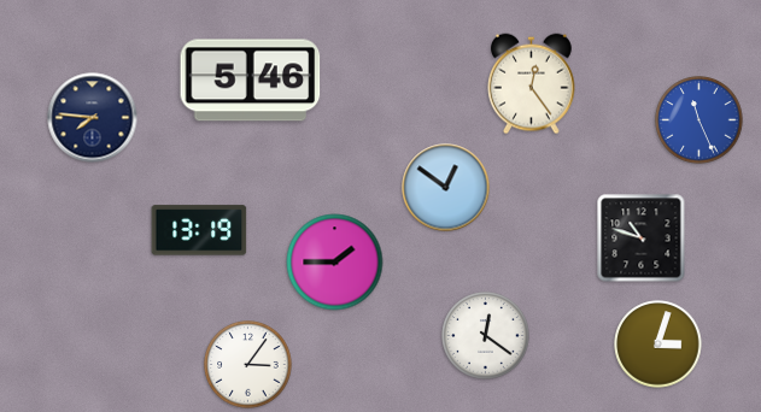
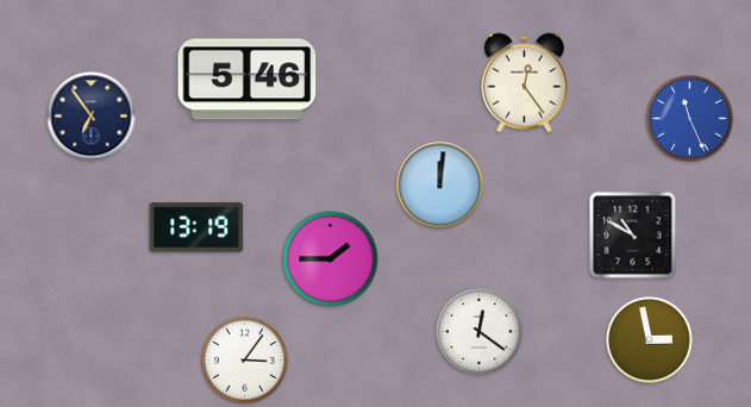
clock at (93, 118): 7:46 -> 6:54
clock at (446, 188): 12:51 -> 12:01
clock at (642, 239): 10:48 -> 10:50
clock at (658, 345): 3:03 -> 2:58
